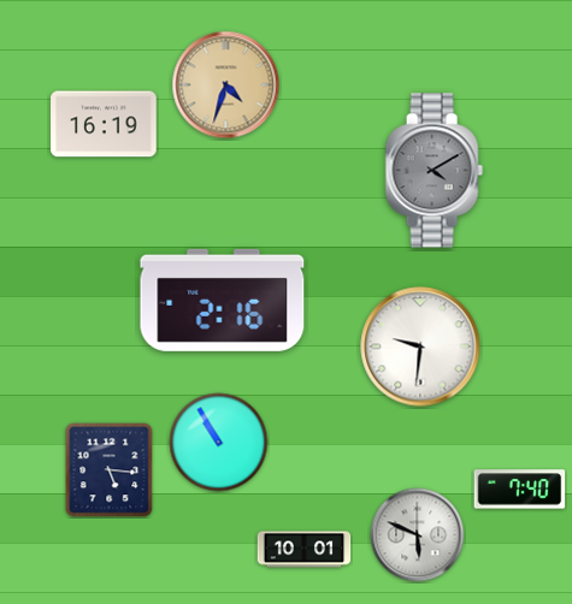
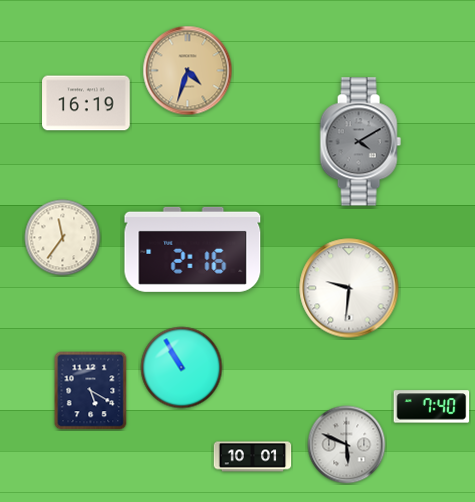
clock at (63, 238): none -> 11:36
clock at (223, 300) position: (223, 300) -> (193, 249)
clock at (110, 470): 5:16 -> 5:20
